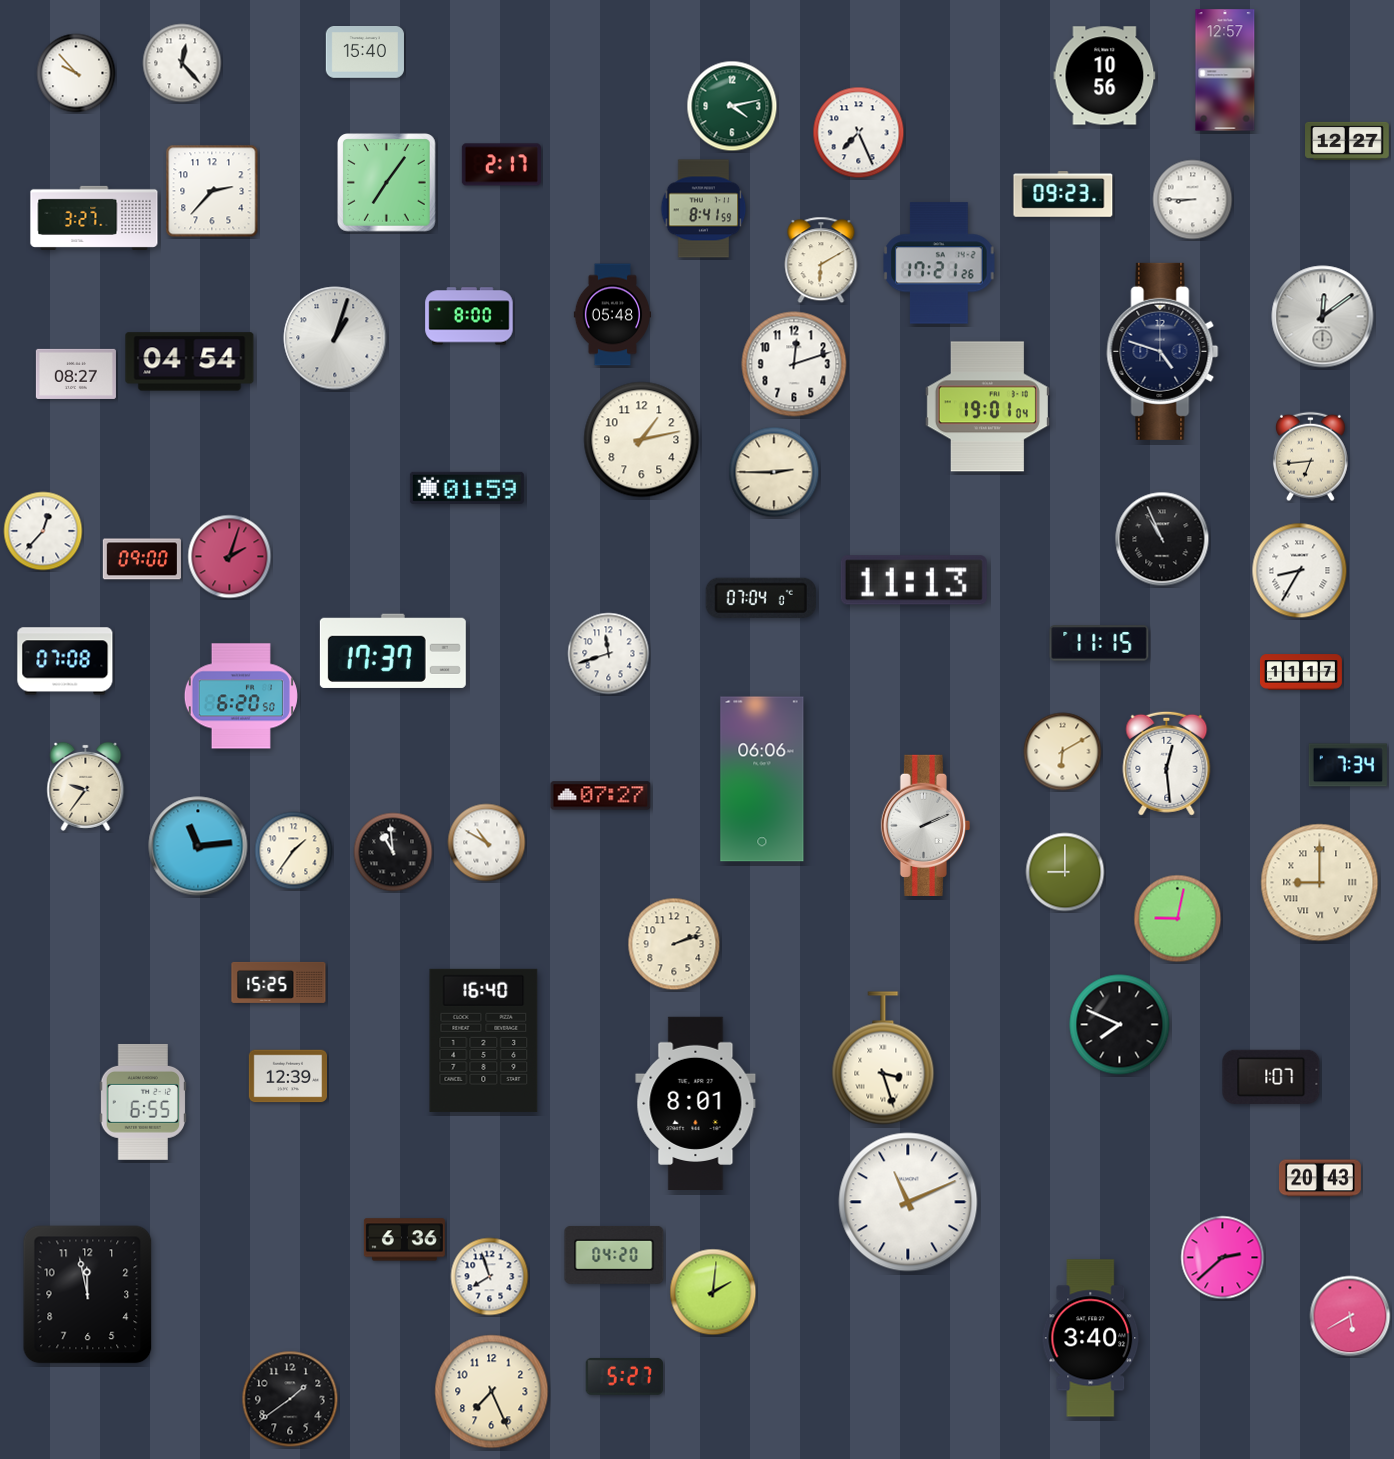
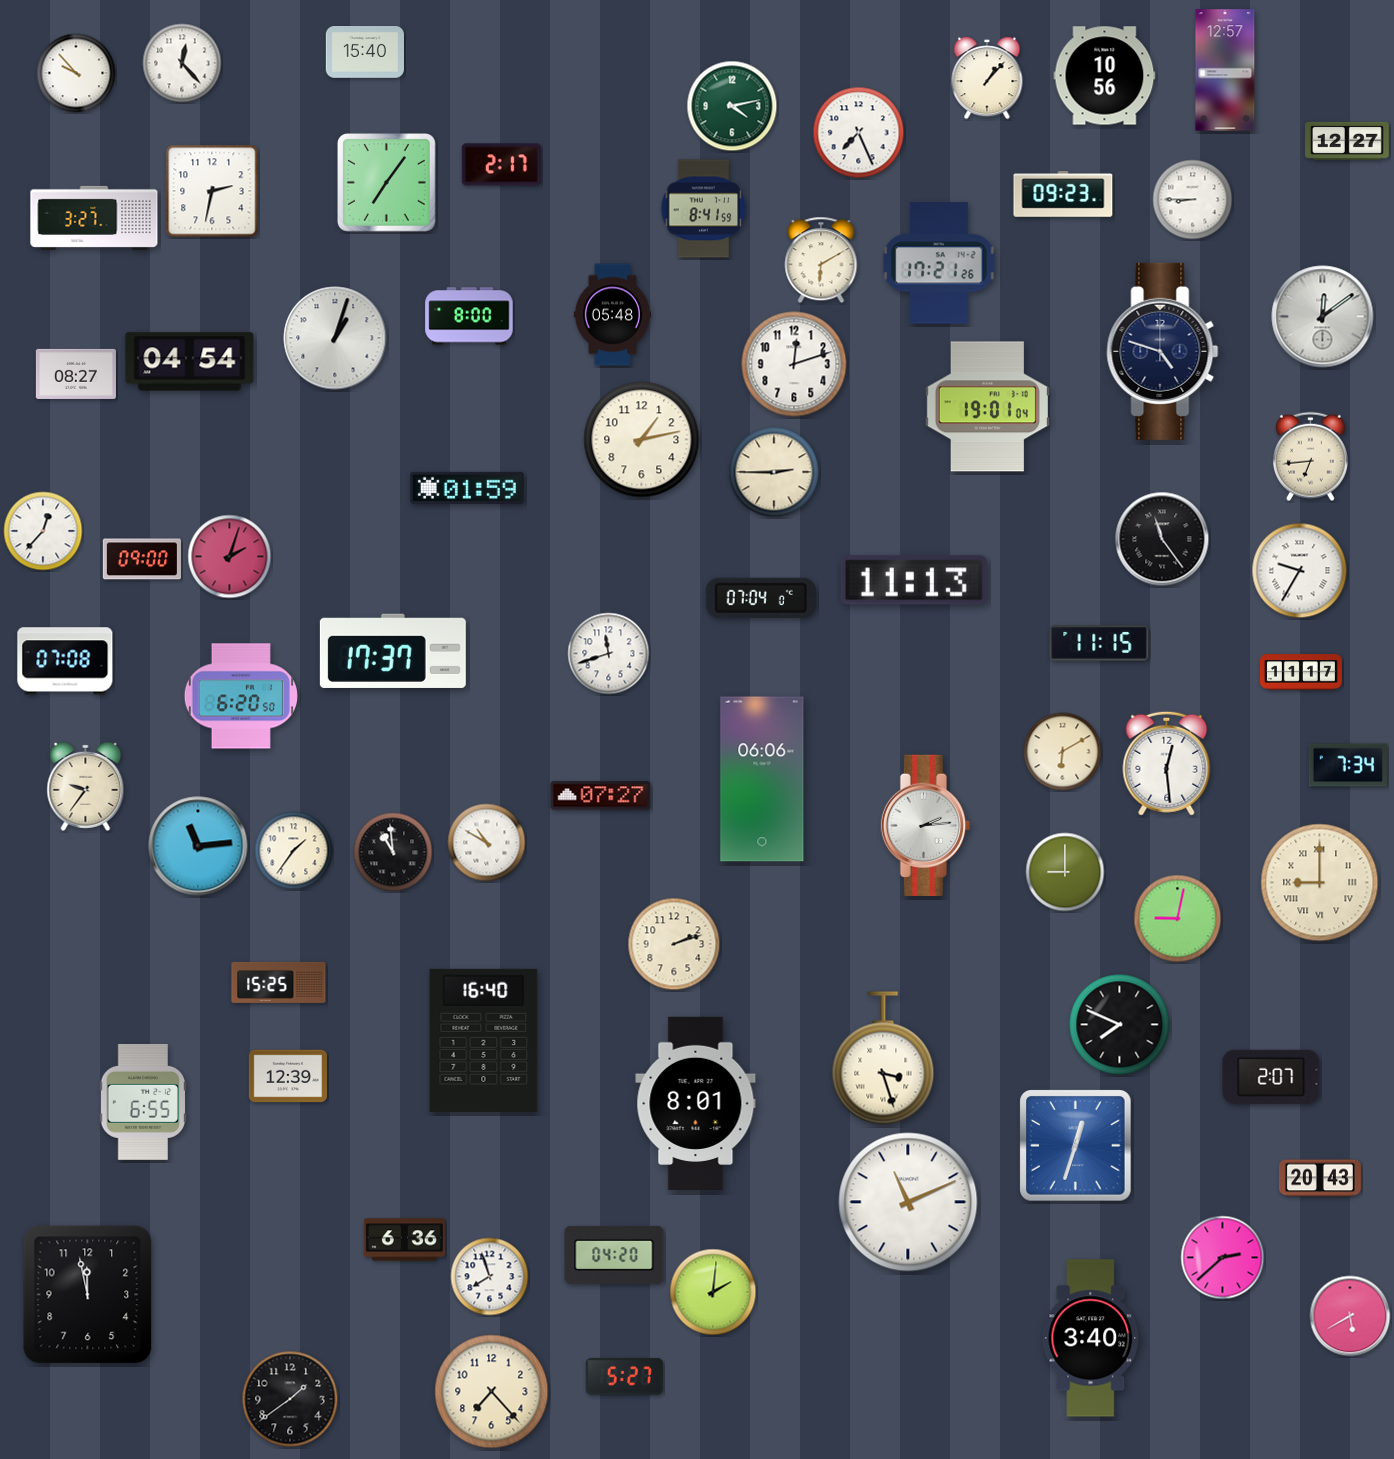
clock at (987, 78): none -> 1:07
clock at (212, 191): 2:37 -> 2:32
clock at (1162, 539): 10:56 -> 11:24
clock at (1300, 571): 8:35 -> 9:35
clock at (925, 825): 2:11 -> 2:14
clock at (1271, 1077): 1:07 -> 2:07
clock at (1076, 1146): none -> 12:33
clock at (492, 1392): 7:26 -> 7:23
